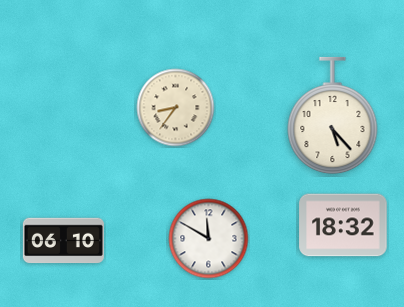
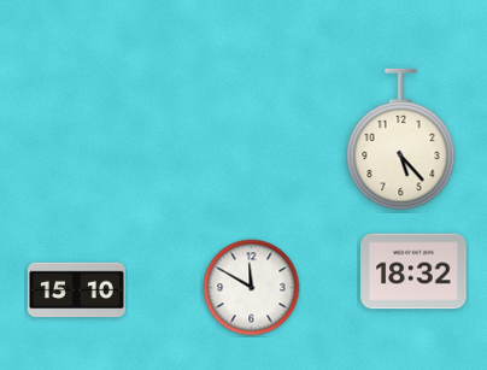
clock at (176, 108): 8:36 -> none
clock at (63, 241): 06:10 -> 15:10
